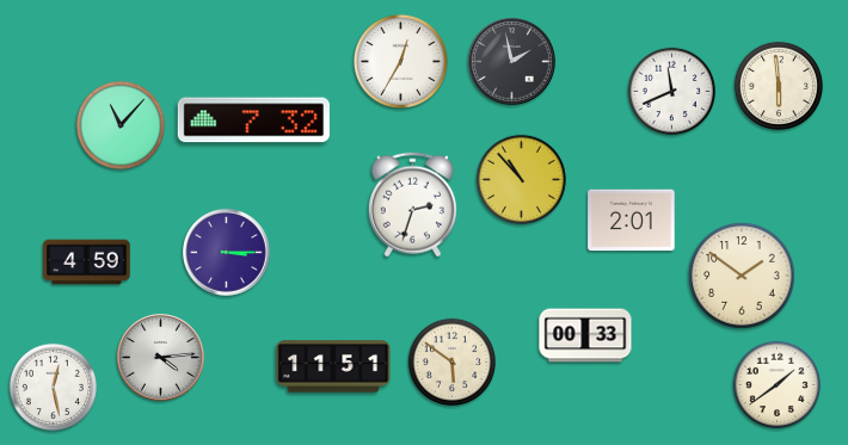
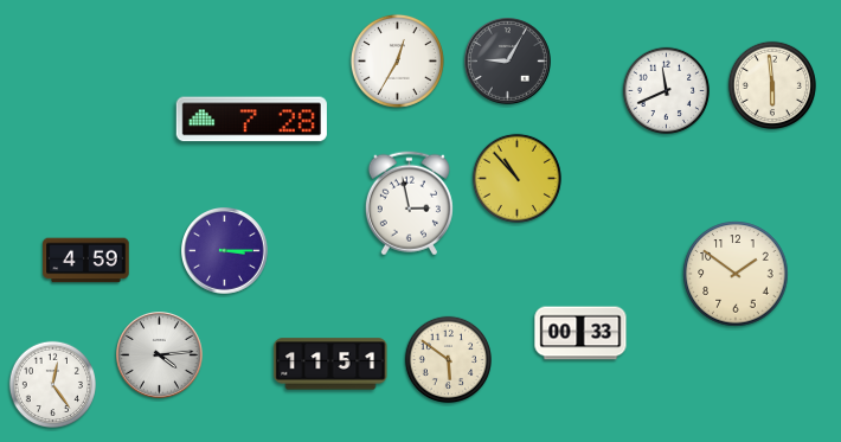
clock at (512, 62): 1:58 -> 9:05
clock at (253, 120): 7:32 -> 7:28
clock at (119, 124): 11:07 -> none
clock at (412, 205): 2:33 -> 2:58
clock at (632, 221): 2:01 -> none
clock at (776, 384): 1:39 -> none
clock at (53, 387): 12:28 -> 12:24
